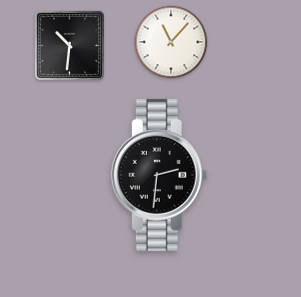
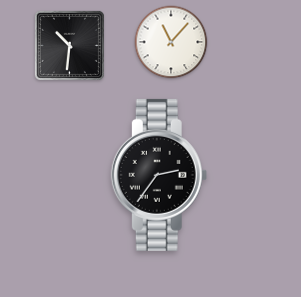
clock at (159, 175): 2:31 -> 2:36
